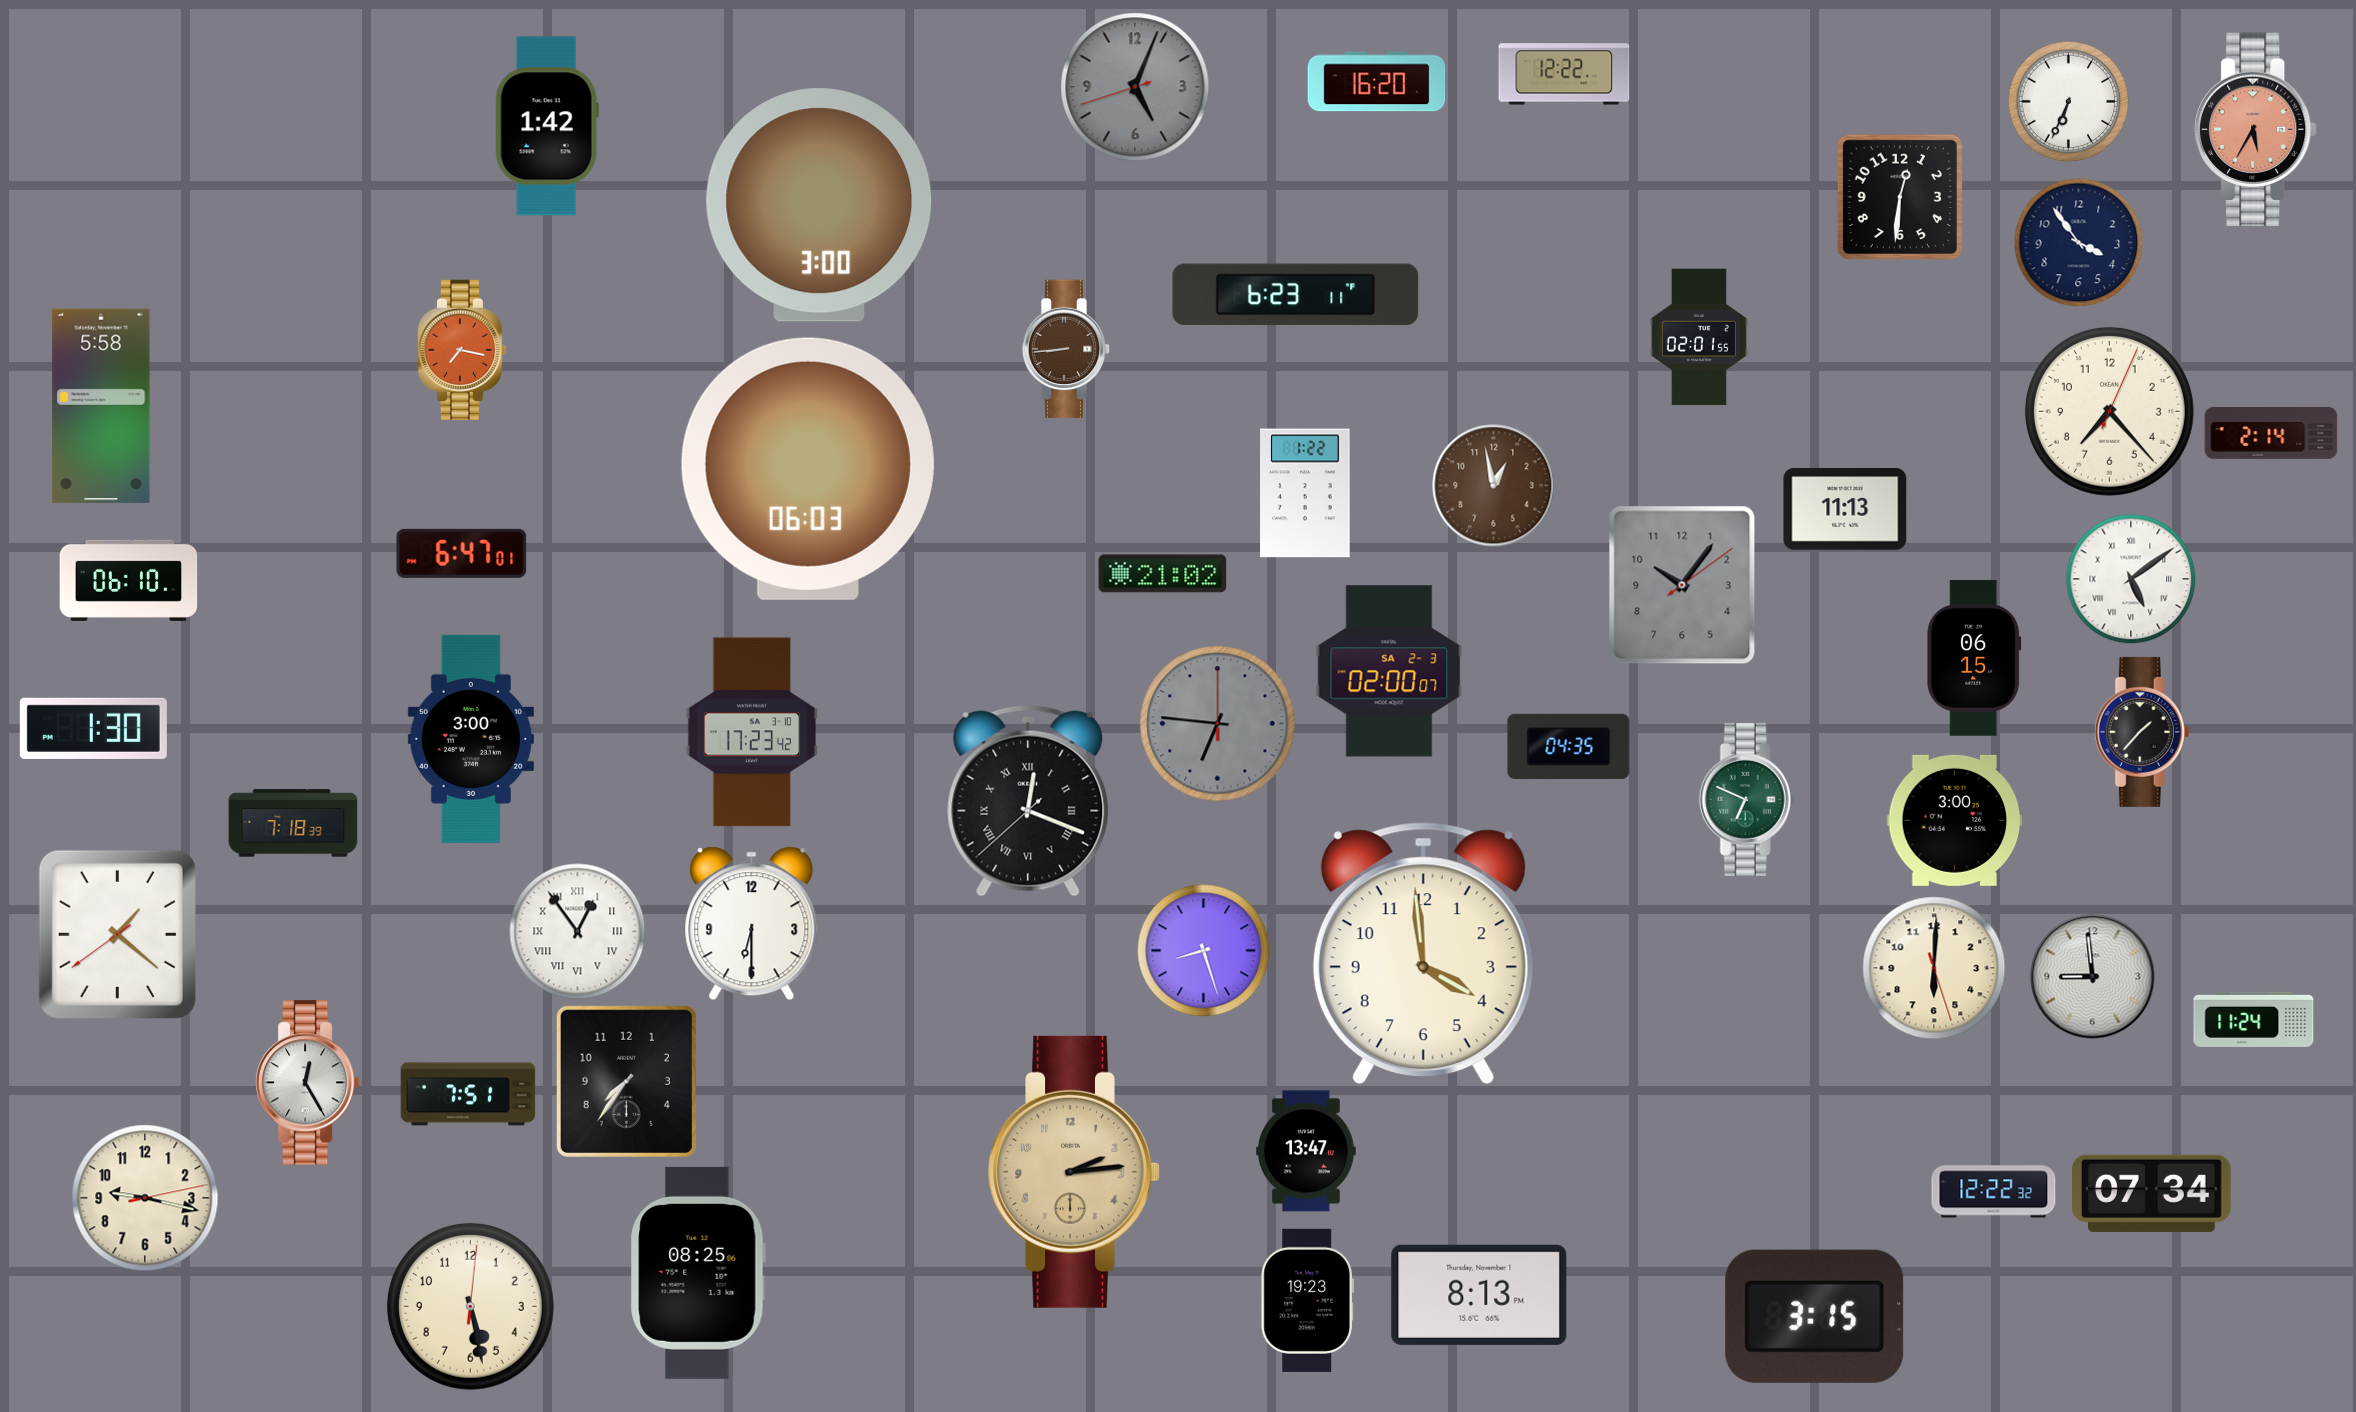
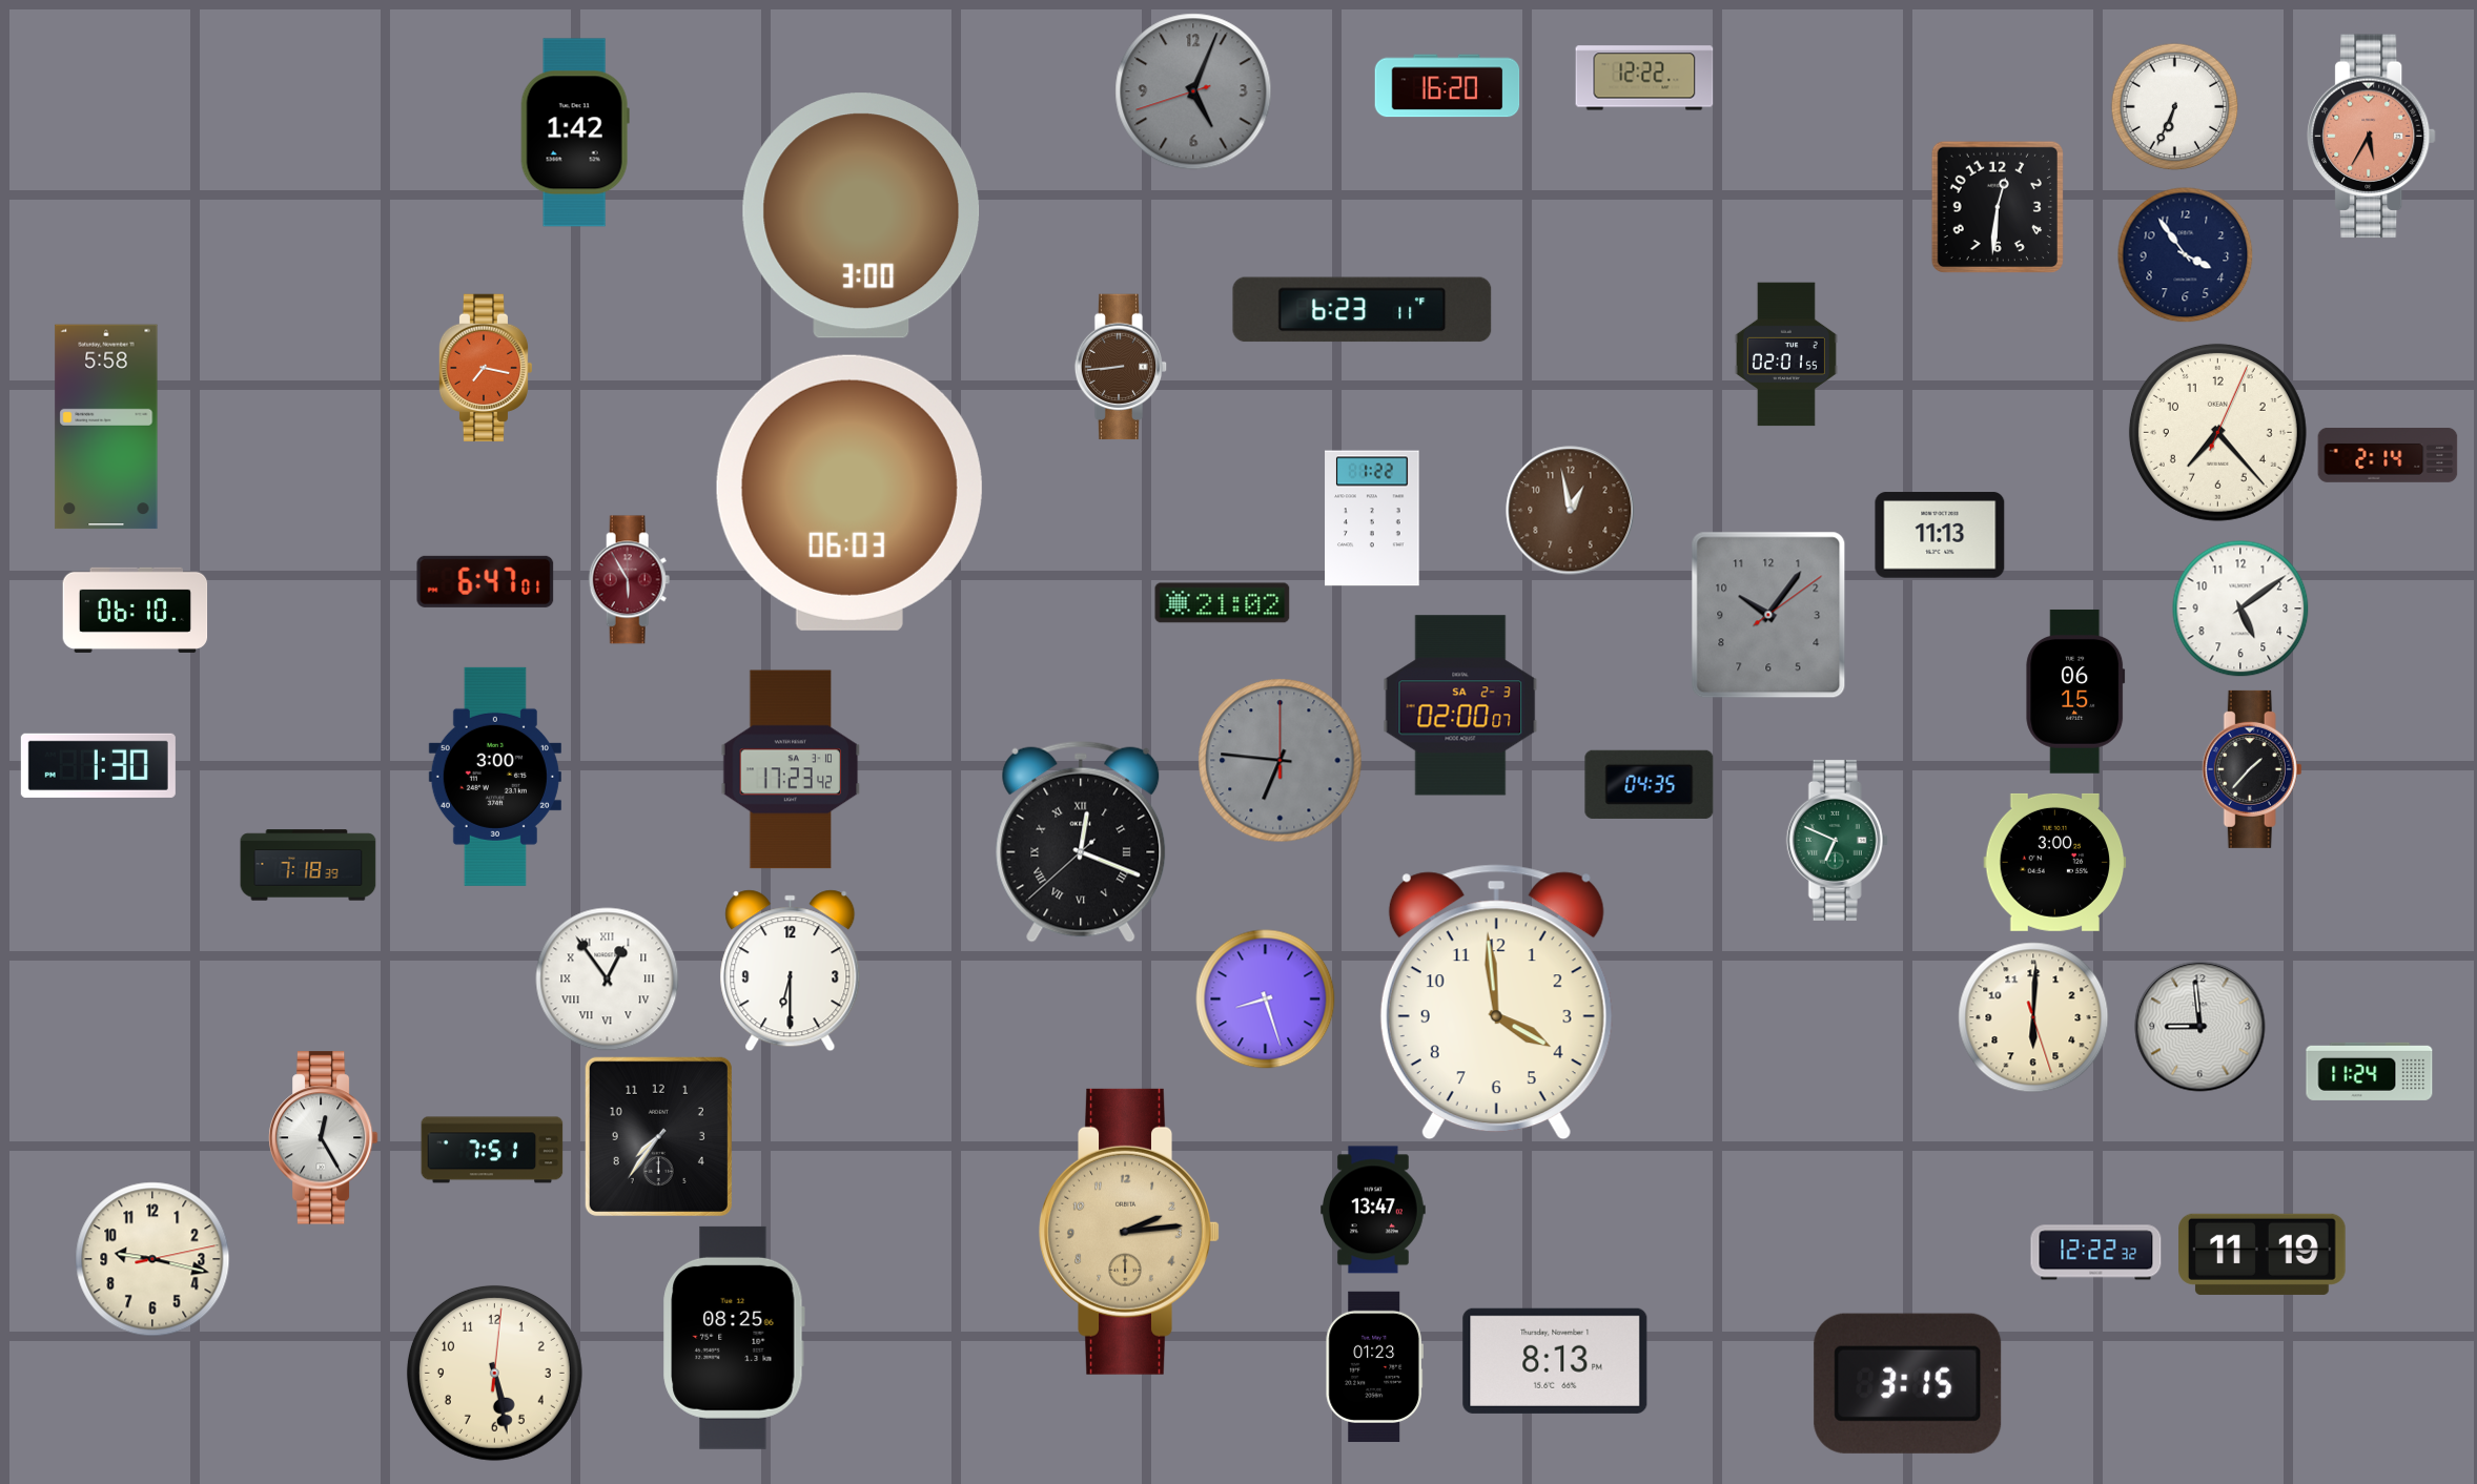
clock at (630, 580): none -> 5:55
clock at (2131, 579) numerals: Roman -> Arabic
clock at (117, 934): 1:21 -> none
clock at (2152, 1193): 07:34 -> 11:19
clock at (1307, 1300): 19:23 -> 01:23
